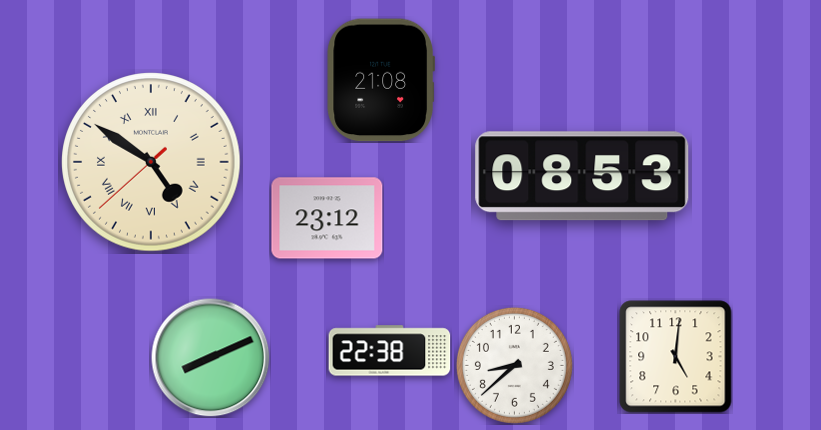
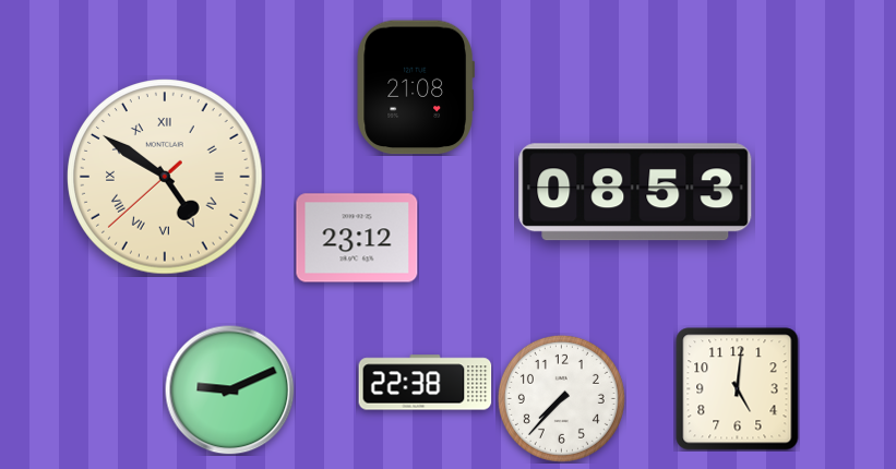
clock at (211, 358): 8:11 -> 9:11
clock at (514, 365): 8:38 -> 7:37
